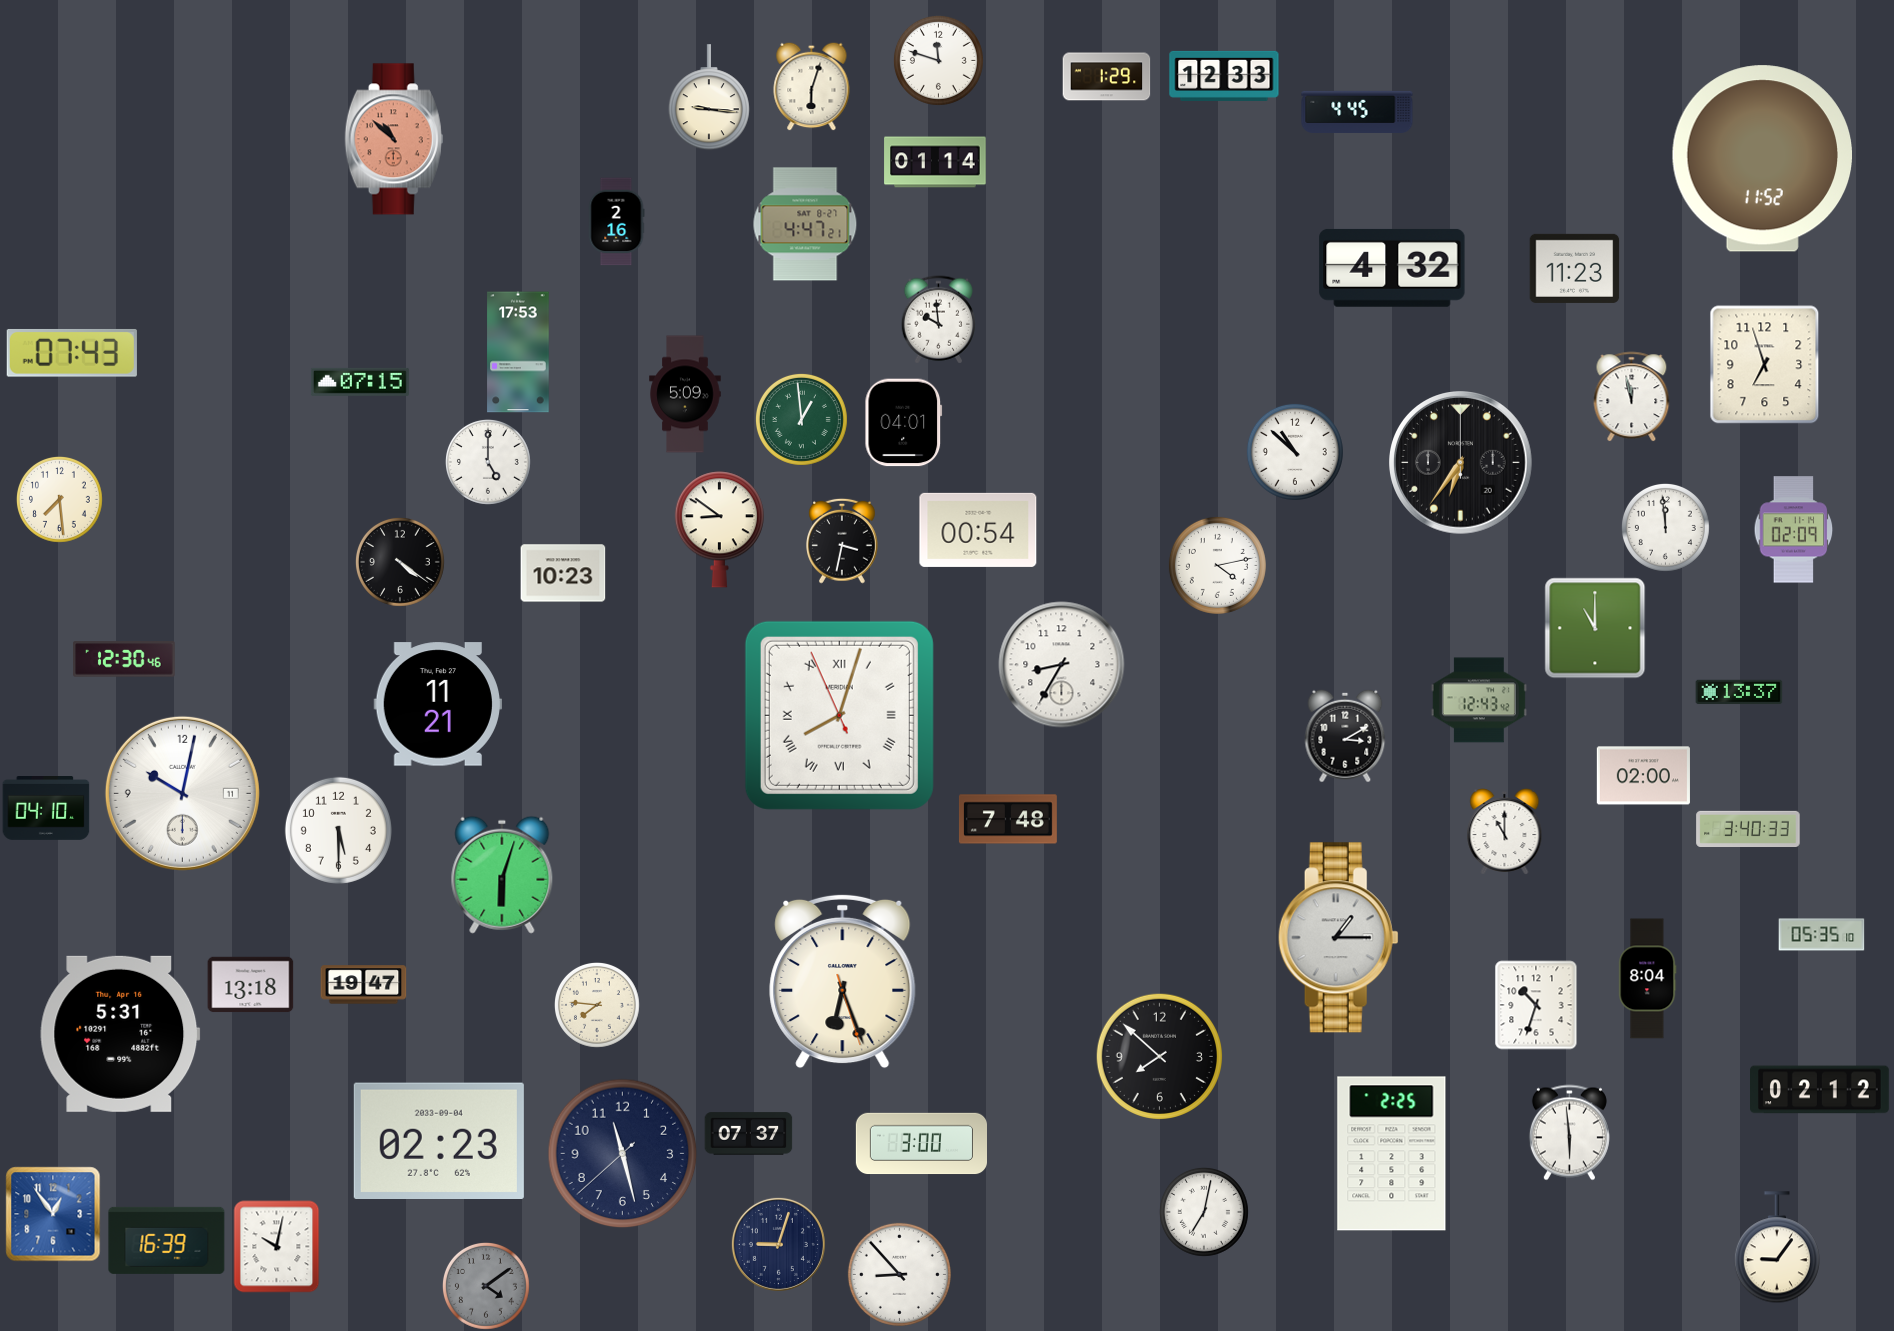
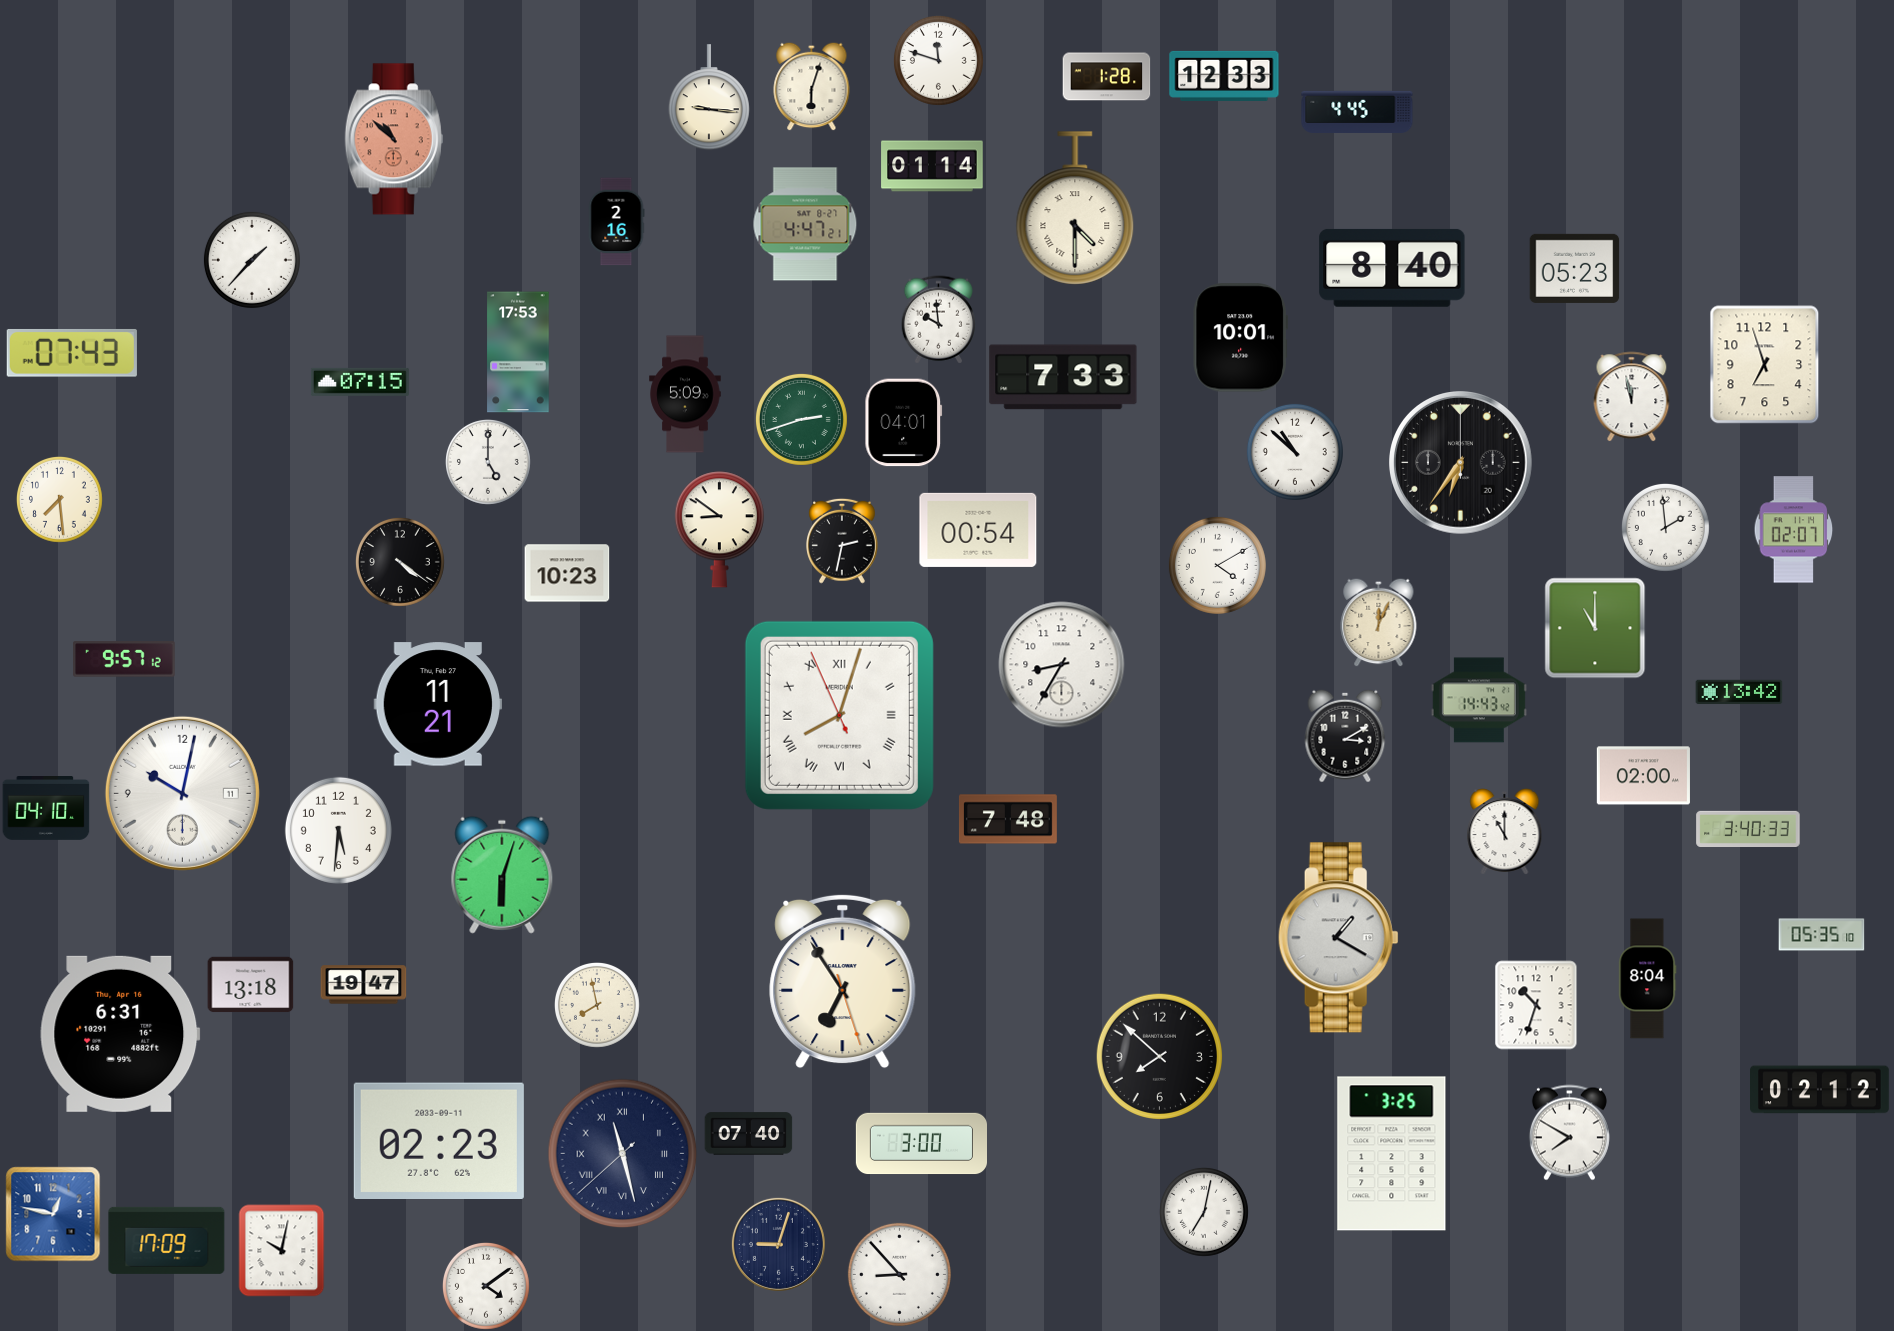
clock at (1107, 77): 1:29 -> 1:28
clock at (1762, 159): 11:52 -> none
clock at (935, 162) position: (935, 162) -> (932, 166)
clock at (1075, 208): none -> 4:30
clock at (252, 260): none -> 1:37
clock at (1392, 268): 4:32 -> 8:40
clock at (1575, 268): 11:23 -> 05:23
clock at (1240, 338): none -> 10:01
clock at (1063, 377): none -> 7:33
clock at (801, 419): 12:59 -> 2:42
clock at (1665, 527): 11:59 -> 1:59
clock at (1794, 530): 02:09 -> 02:07
clock at (843, 541): 3:32 -> 2:32
clock at (1217, 565): 4:13 -> 4:10
clock at (563, 573) position: (563, 573) -> (567, 573)
clock at (1379, 622): none -> 12:04
clock at (124, 659): 12:30 -> 9:57
clock at (1739, 692): 13:37 -> 13:42
clock at (1479, 700): 12:43 -> 14:43
clock at (338, 830): 5:30 -> 5:31
clock at (1338, 938): 1:15 -> 1:20
clock at (843, 981): 6:26 -> 6:54
clock at (598, 1006): 7:46 -> 7:58
clock at (120, 1034): 5:31 -> 6:31
clock at (1569, 1133): 5:59 -> 7:50
clock at (749, 1134): 07:37 -> 07:40
clock at (439, 1141) date: 2033-09-04 -> 2033-09-11
clock at (623, 1154) numerals: Arabic -> Roman
clock at (1392, 1154): 2:25 -> 3:25
clock at (53, 1214): 12:54 -> 12:47
clock at (167, 1240): 16:39 -> 17:09
clock at (277, 1247) position: (277, 1247) -> (282, 1251)
clock at (1777, 1248): 9:06 -> none
clock at (486, 1286) dial: grey -> white
